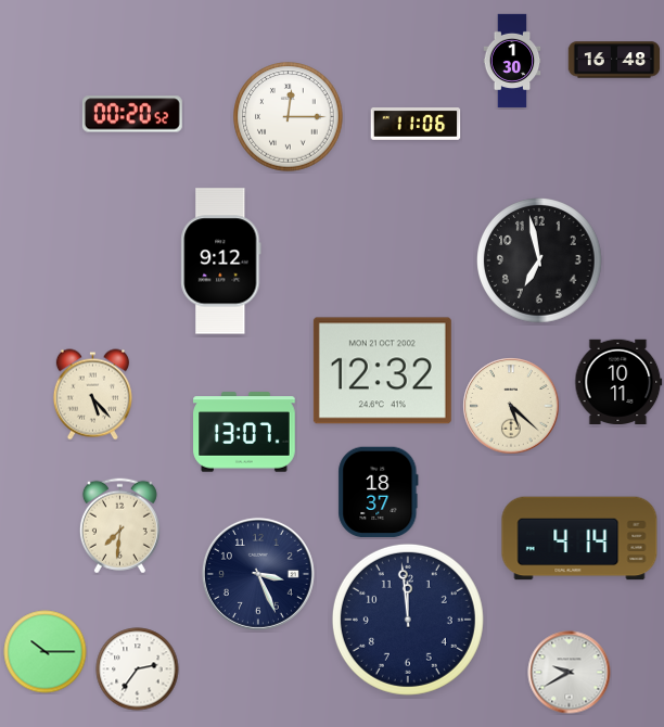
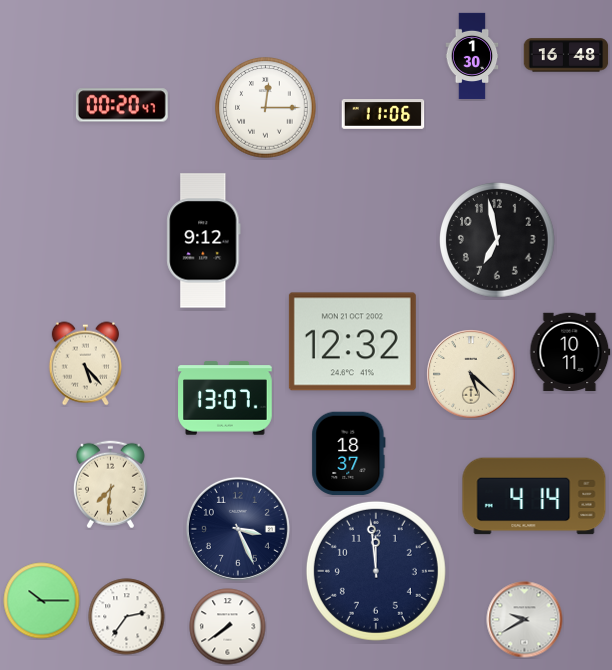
clock at (132, 114): 00:20:52 -> 00:20:47
clock at (228, 627): none -> 7:39
